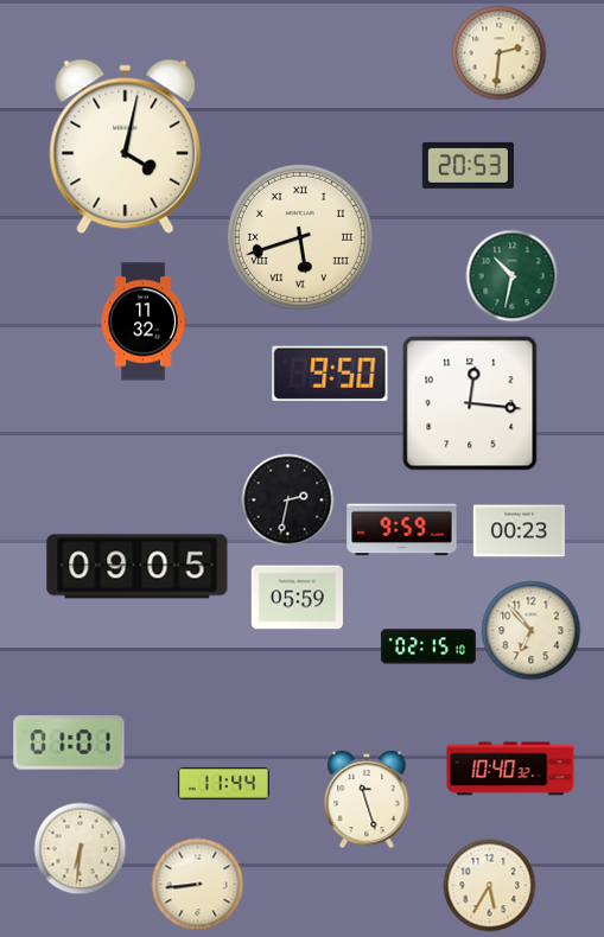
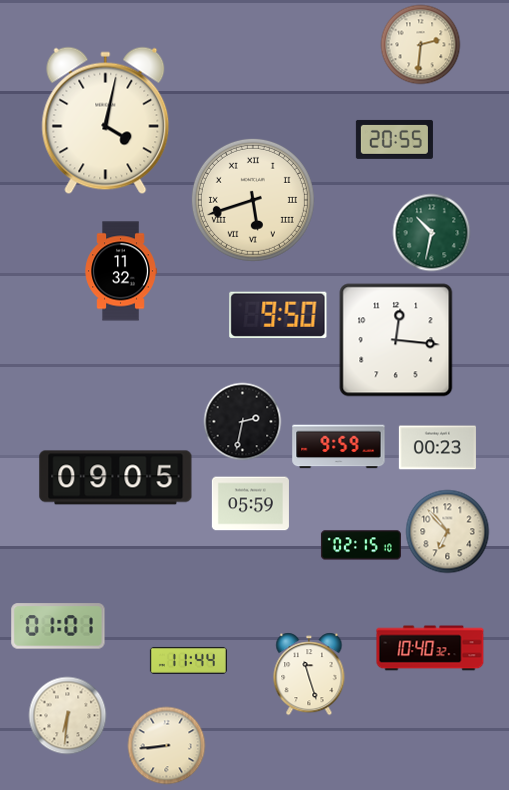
clock at (126, 147) position: (126, 147) -> (106, 121)
clock at (468, 165): 20:53 -> 20:55
clock at (489, 885): 5:35 -> none
